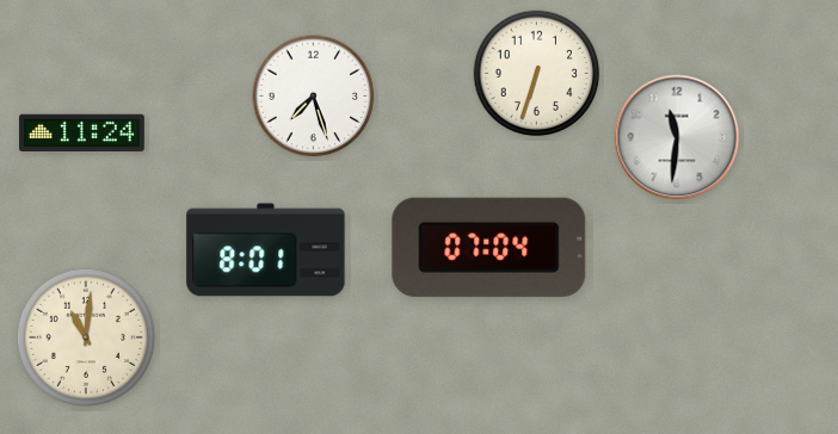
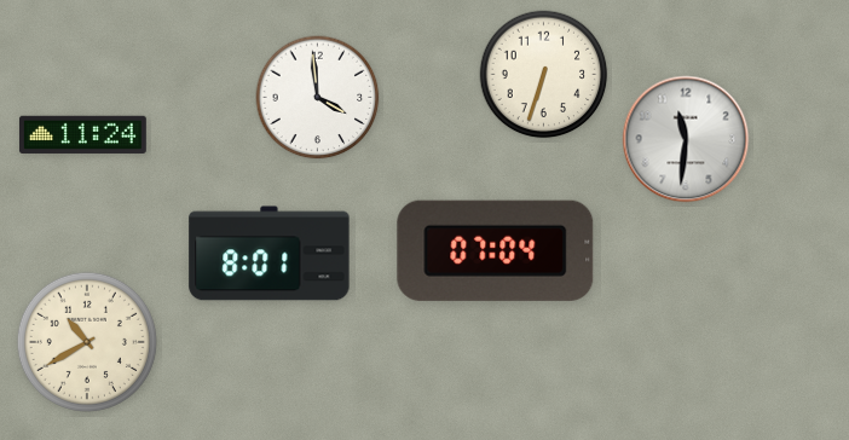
clock at (314, 97): 7:27 -> 3:59
clock at (86, 337): 11:01 -> 10:40
